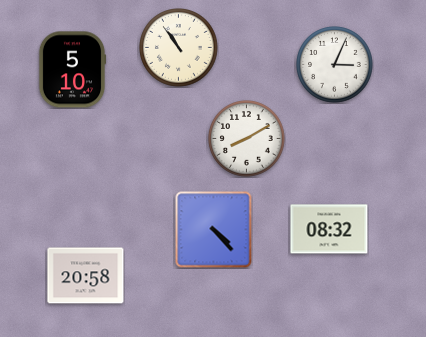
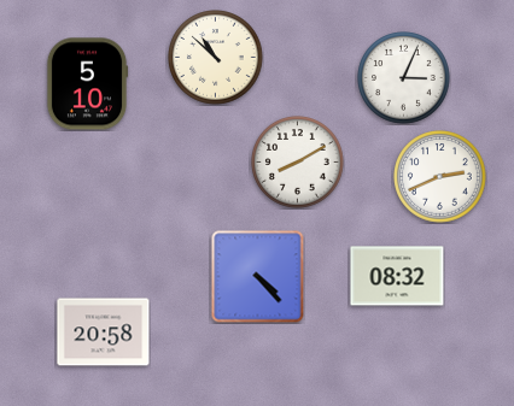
clock at (179, 48): 10:54 -> 10:52
clock at (247, 139) position: (247, 139) -> (298, 163)
clock at (440, 177): none -> 2:41
